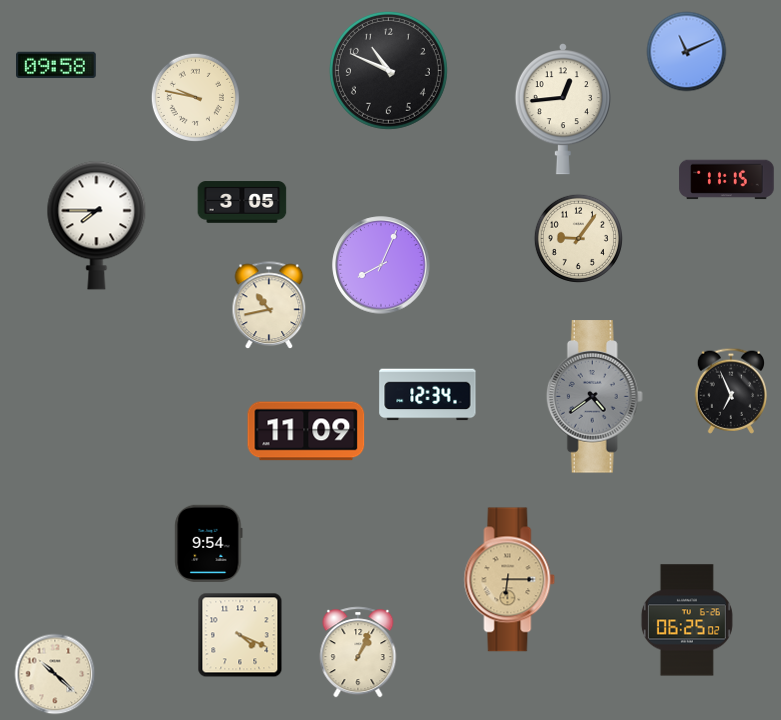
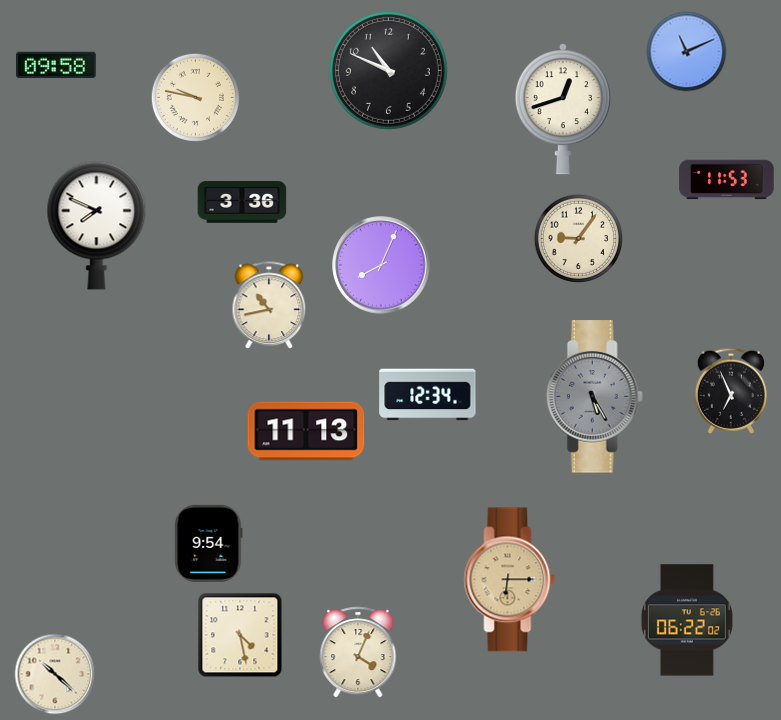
clock at (563, 110): 12:44 -> 12:42
clock at (727, 180): 11:15 -> 11:53
clock at (242, 202): 3:05 -> 3:36
clock at (97, 225): 7:45 -> 7:49
clock at (594, 397): 4:39 -> 5:25
clock at (306, 431): 11:09 -> 11:13
clock at (687, 620): 06:25 -> 06:22
clock at (240, 635): 4:19 -> 4:28
clock at (358, 652): 1:04 -> 4:04
